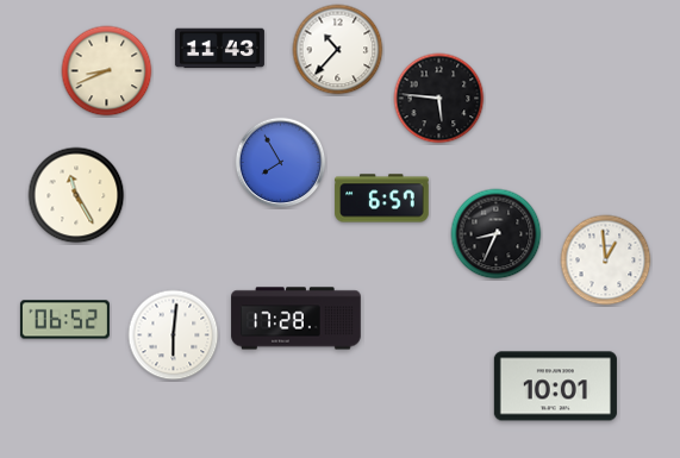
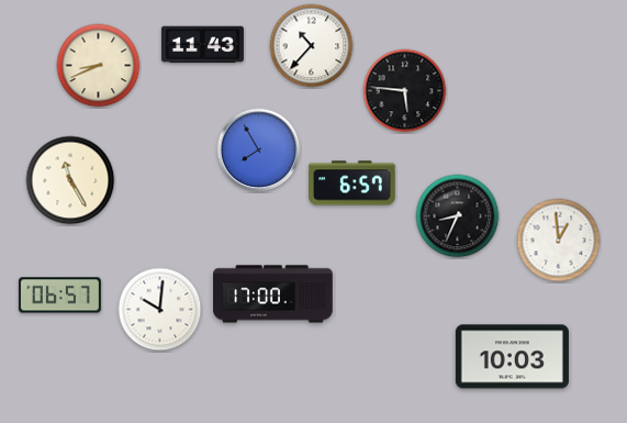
clock at (297, 319): 17:28 -> 17:00
clock at (64, 320): 06:52 -> 06:57
clock at (174, 335): 6:01 -> 10:01
clock at (555, 387): 10:01 -> 10:03
